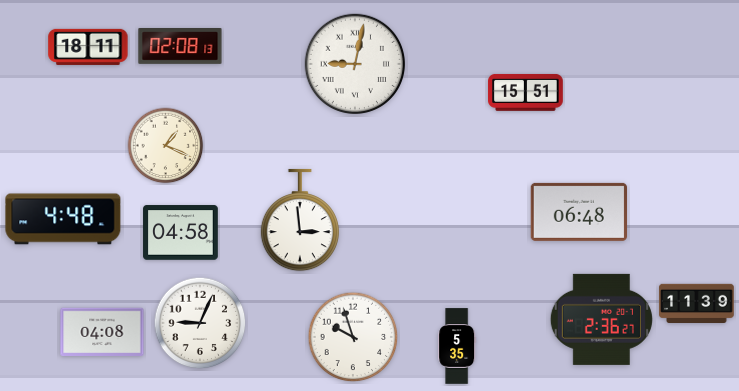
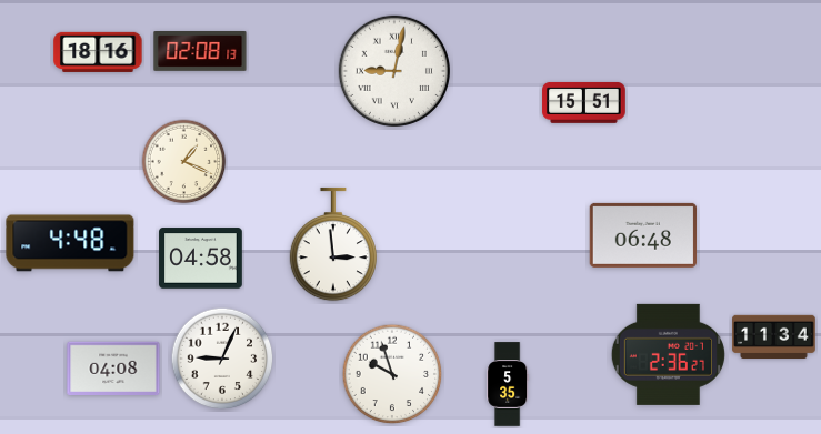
clock at (88, 47): 18:11 -> 18:16
clock at (697, 303): 11:39 -> 11:34
